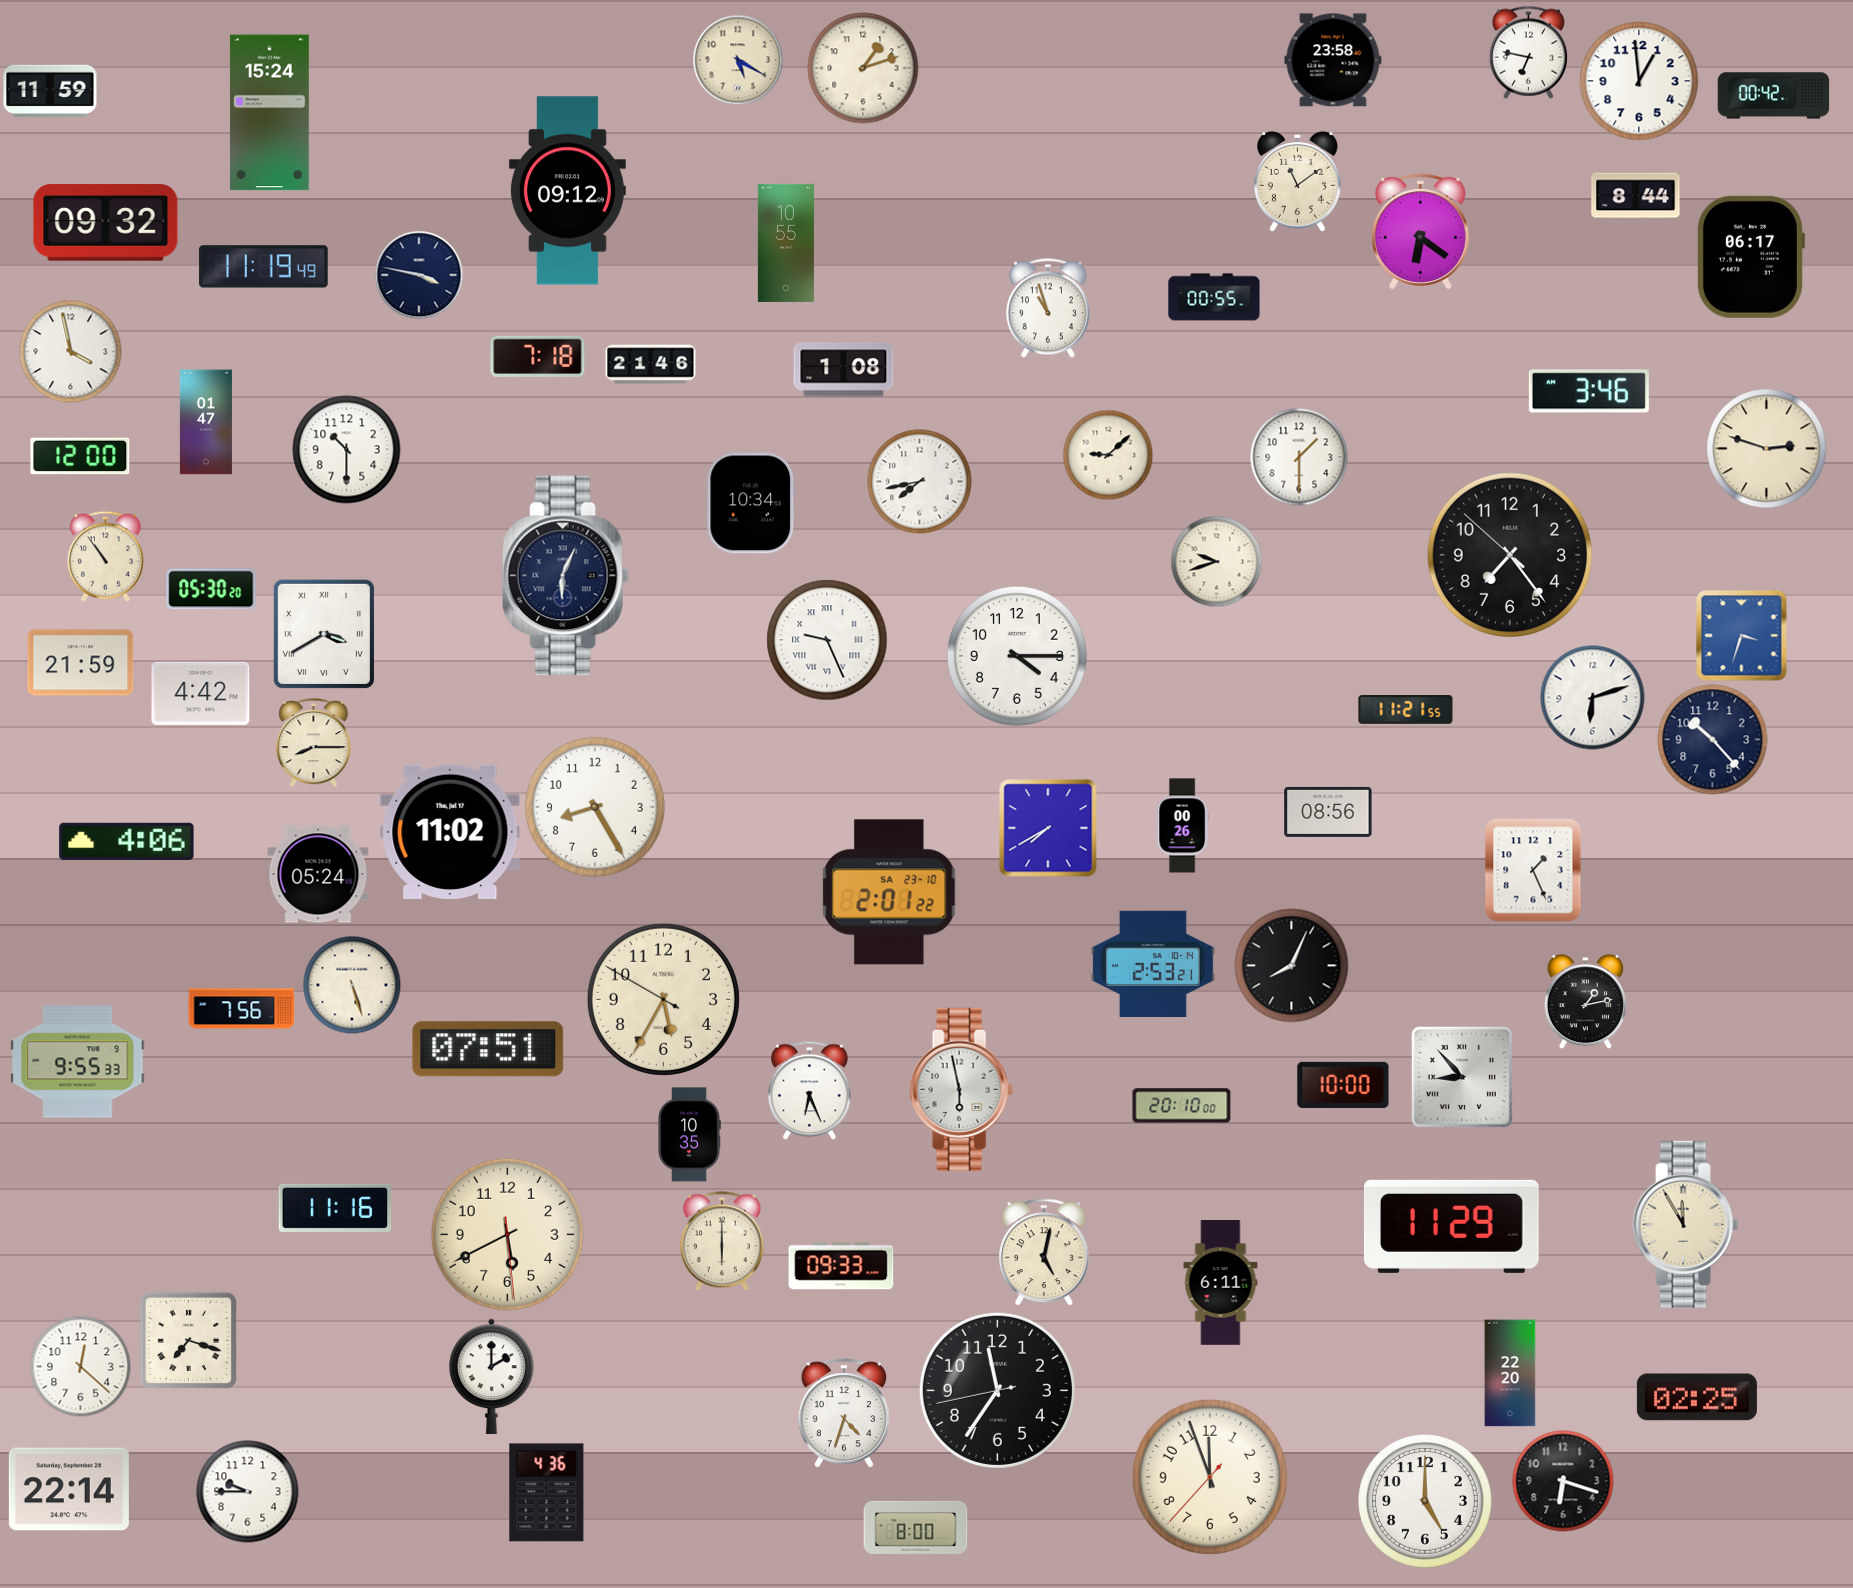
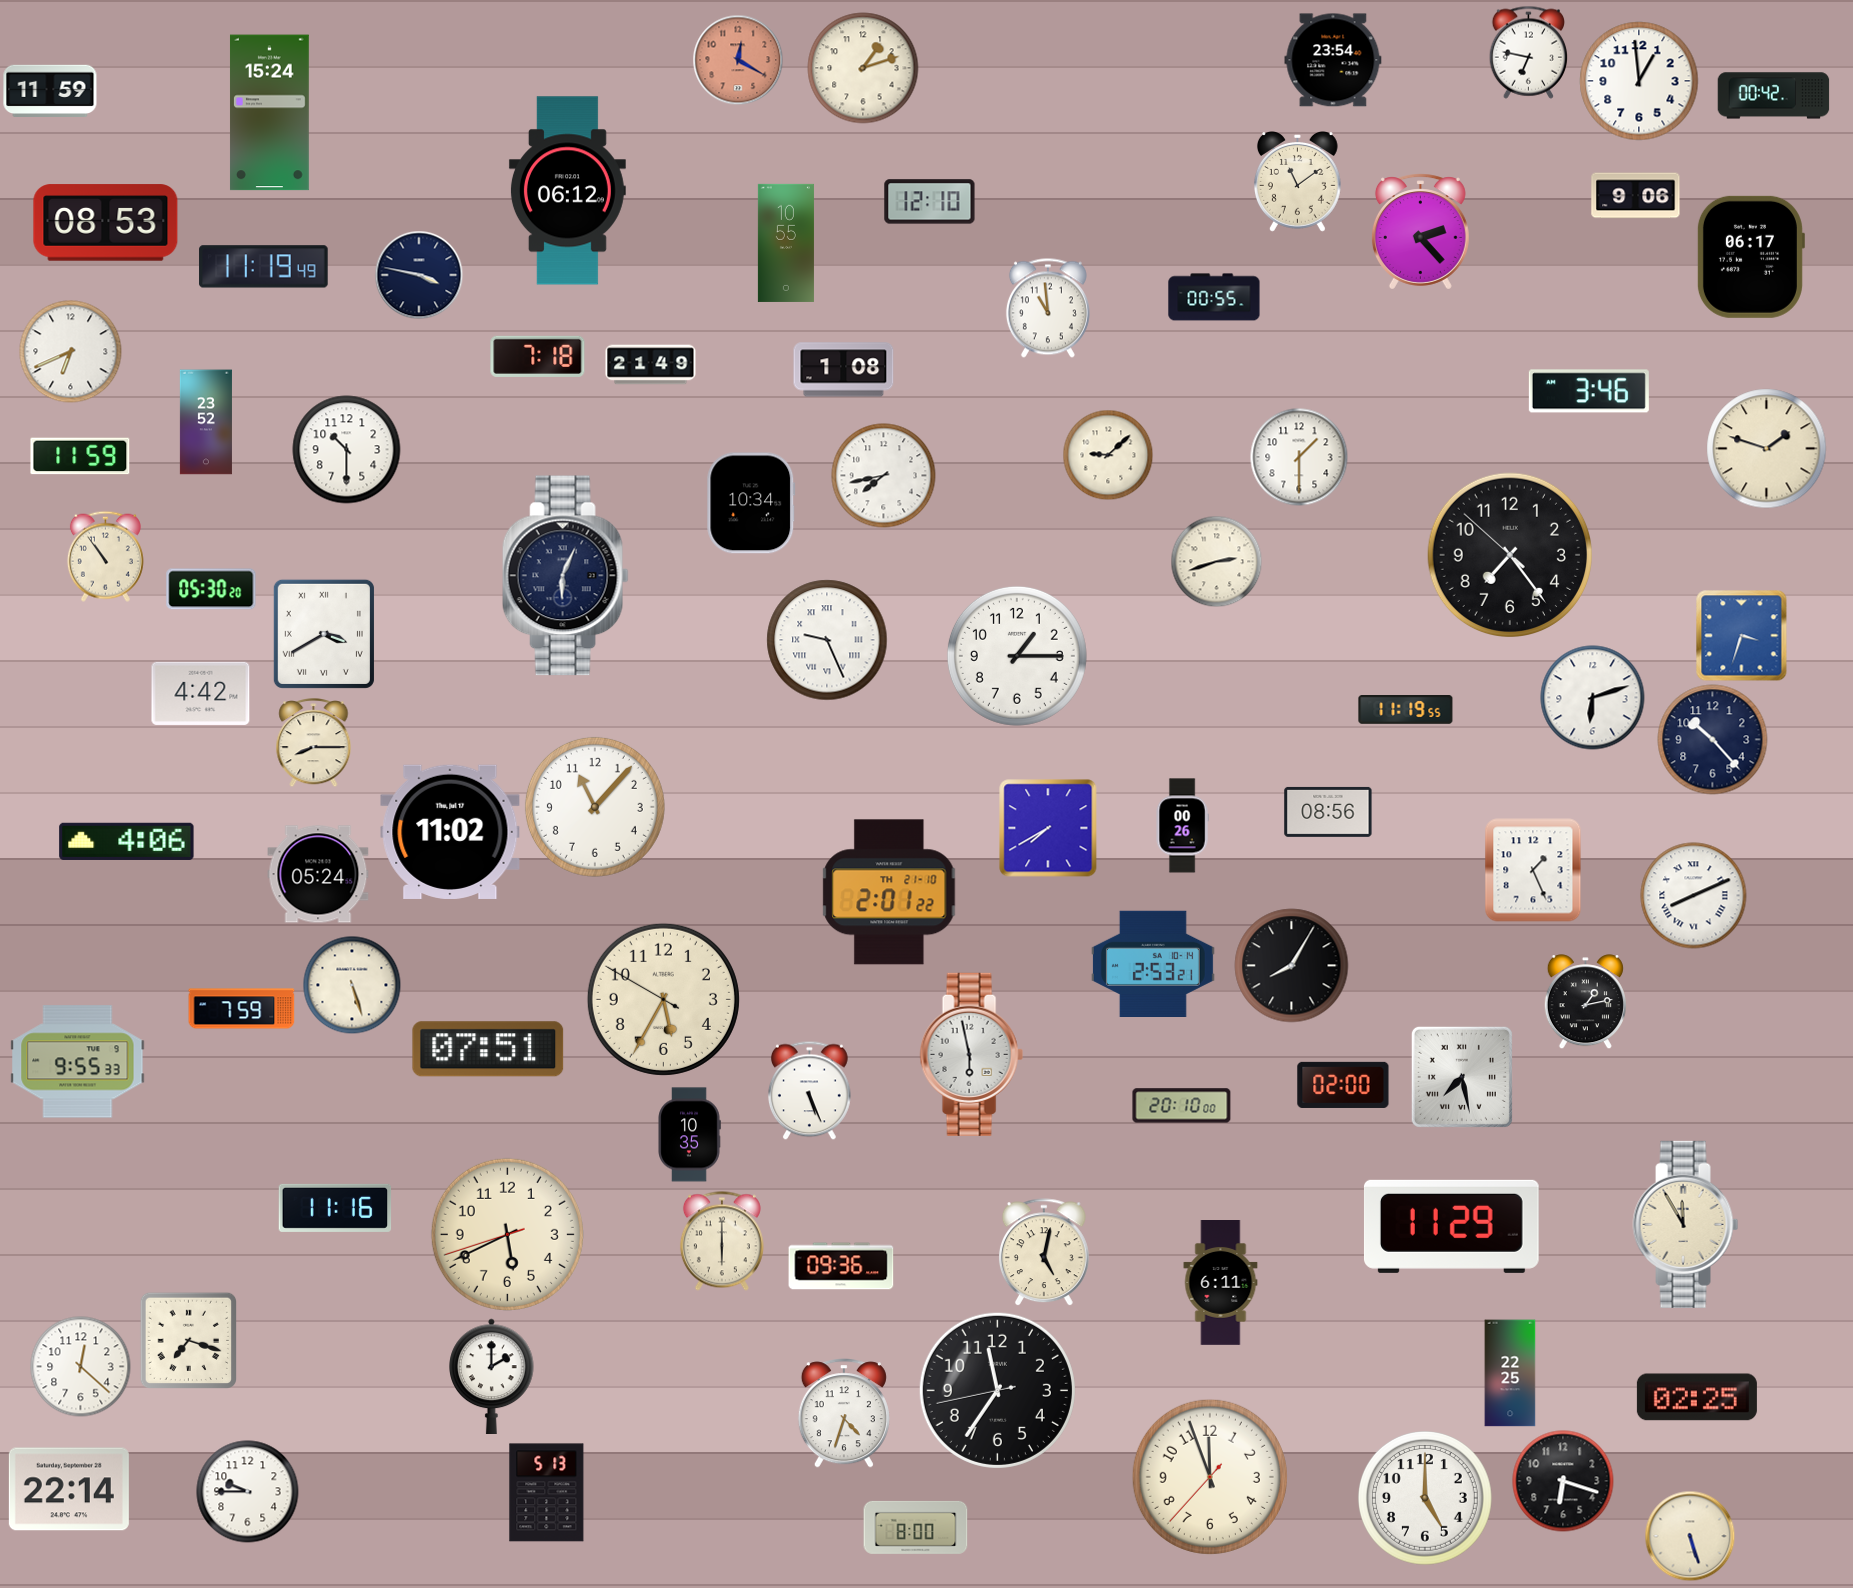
clock at (738, 60): 5:20 -> 12:20
clock at (738, 60) dial: cream -> salmon
clock at (1333, 60): 23:58 -> 23:54
clock at (567, 191): 09:12 -> 06:12
clock at (1636, 196): 8:44 -> 9:06
clock at (930, 202): none -> 12:10
clock at (106, 223): 09:32 -> 08:53
clock at (1420, 232): 6:21 -> 2:23
clock at (1048, 308): 10:57 -> 10:59
clock at (71, 352): 3:58 -> 6:41
clock at (651, 365): 21:46 -> 21:49
clock at (206, 422): 01:47 -> 23:52
clock at (1767, 449): 2:48 -> 1:48
clock at (80, 456): 12:00 -> 11:59
clock at (920, 482) position: (920, 482) -> (884, 476)
clock at (1216, 561): 9:42 -> 2:42
clock at (1017, 656): 4:15 -> 1:15
clock at (81, 663): 21:59 -> none
clock at (1406, 710): 11:21 -> 11:19
clock at (595, 807): 8:25 -> 11:07
clock at (889, 892) date: SA 23-10 -> TH 21-10
clock at (1694, 896): none -> 8:11
clock at (1292, 966): 8:04 -> 8:05
clock at (242, 1009): 7:56 -> 7:59
clock at (1462, 1077): 8:53 -> 7:28
clock at (1343, 1085): 10:00 -> 02:00
clock at (961, 1089) position: (961, 1089) -> (971, 1054)
clock at (809, 1090): 6:26 -> 5:26
clock at (507, 1234): 5:40:29 -> 5:40:42
clock at (841, 1266): 09:33 -> 09:36
clock at (1510, 1373): 22:20 -> 22:25
clock at (547, 1493): 4:36 -> 5:13
clock at (1425, 1501) position: (1425, 1501) -> (1425, 1498)
clock at (1690, 1536): none -> 5:27
